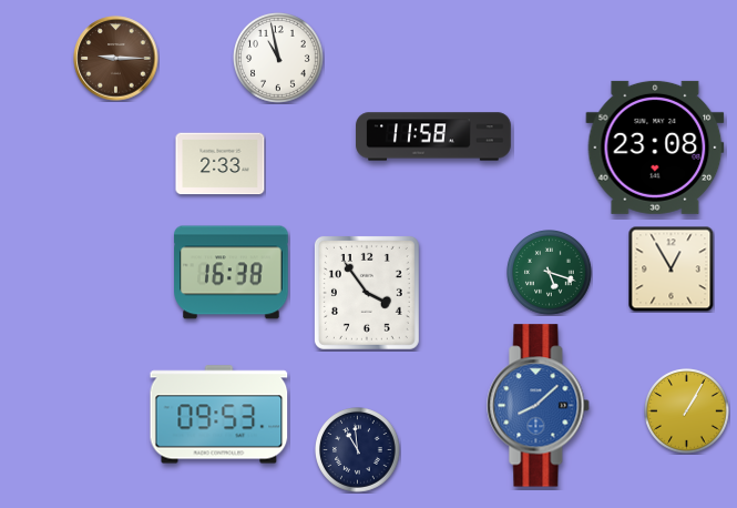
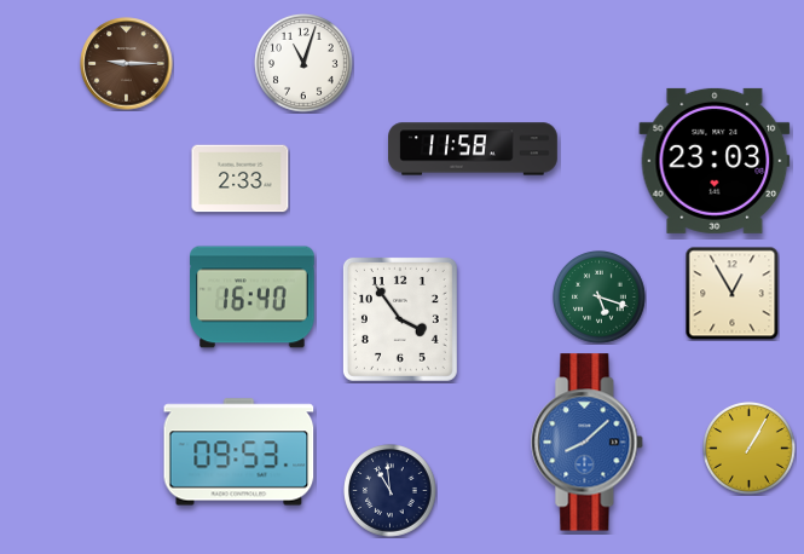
clock at (279, 59): 10:58 -> 11:03
clock at (655, 148): 23:08 -> 23:03
clock at (232, 273): 16:38 -> 16:40
